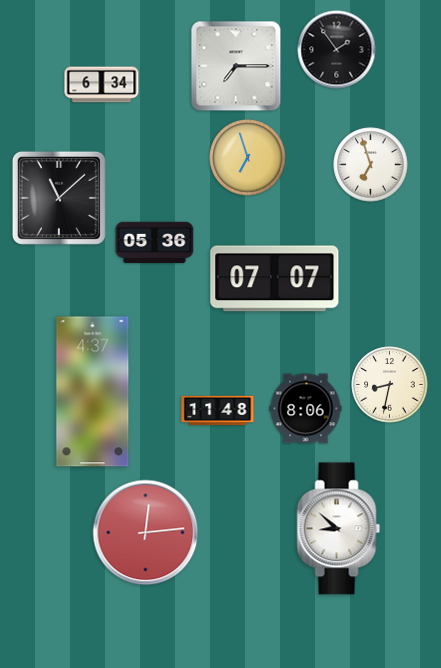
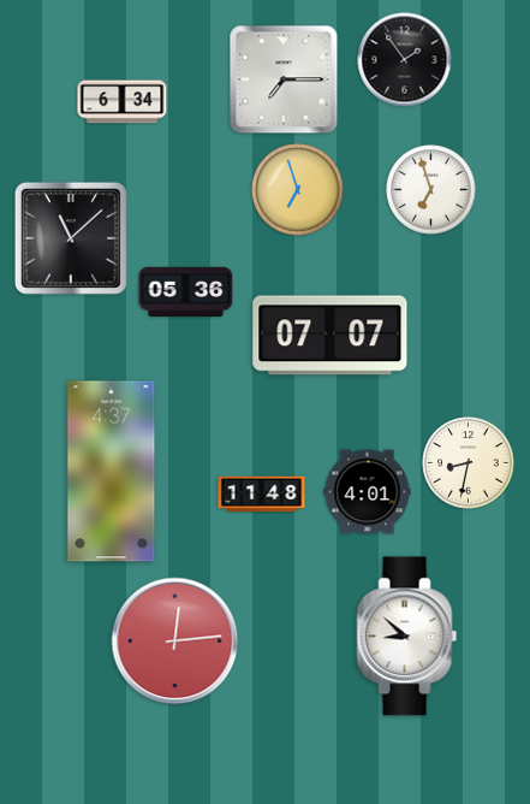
clock at (371, 165) position: (371, 165) -> (431, 190)
clock at (306, 409): 8:06 -> 4:01
